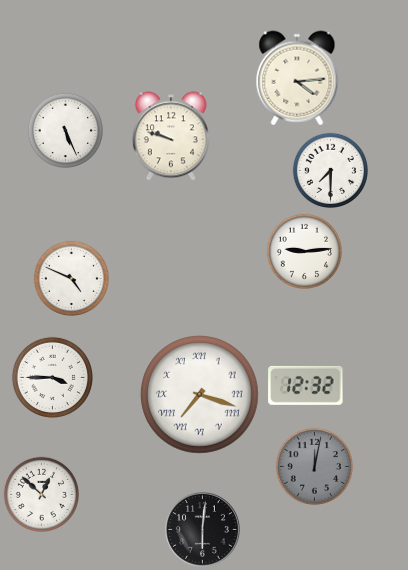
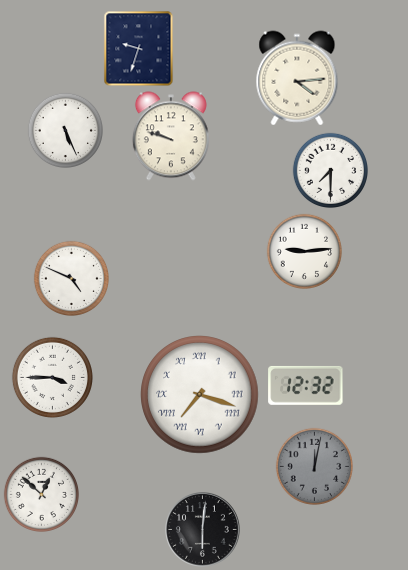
clock at (139, 49): none -> 9:33
